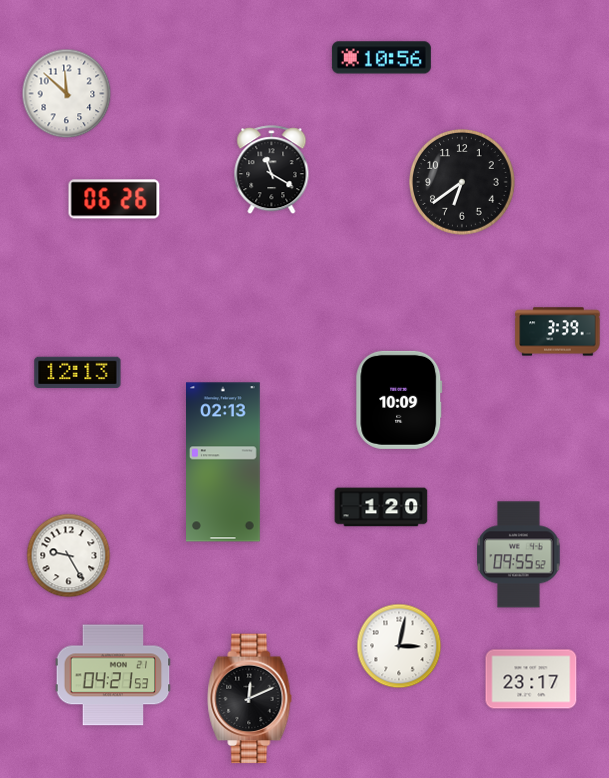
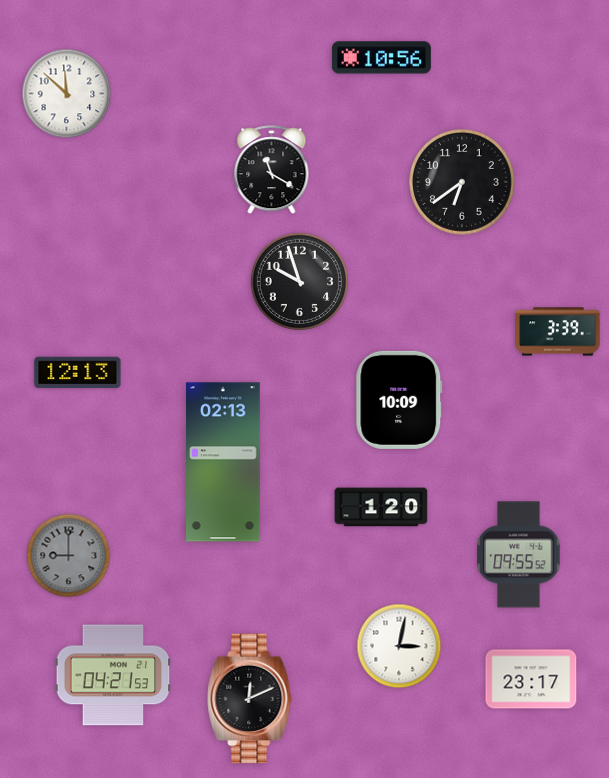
clock at (114, 199): 06:26 -> none
clock at (299, 281): none -> 9:57
clock at (69, 556): 9:25 -> 9:00
clock at (69, 556) dial: white -> grey
